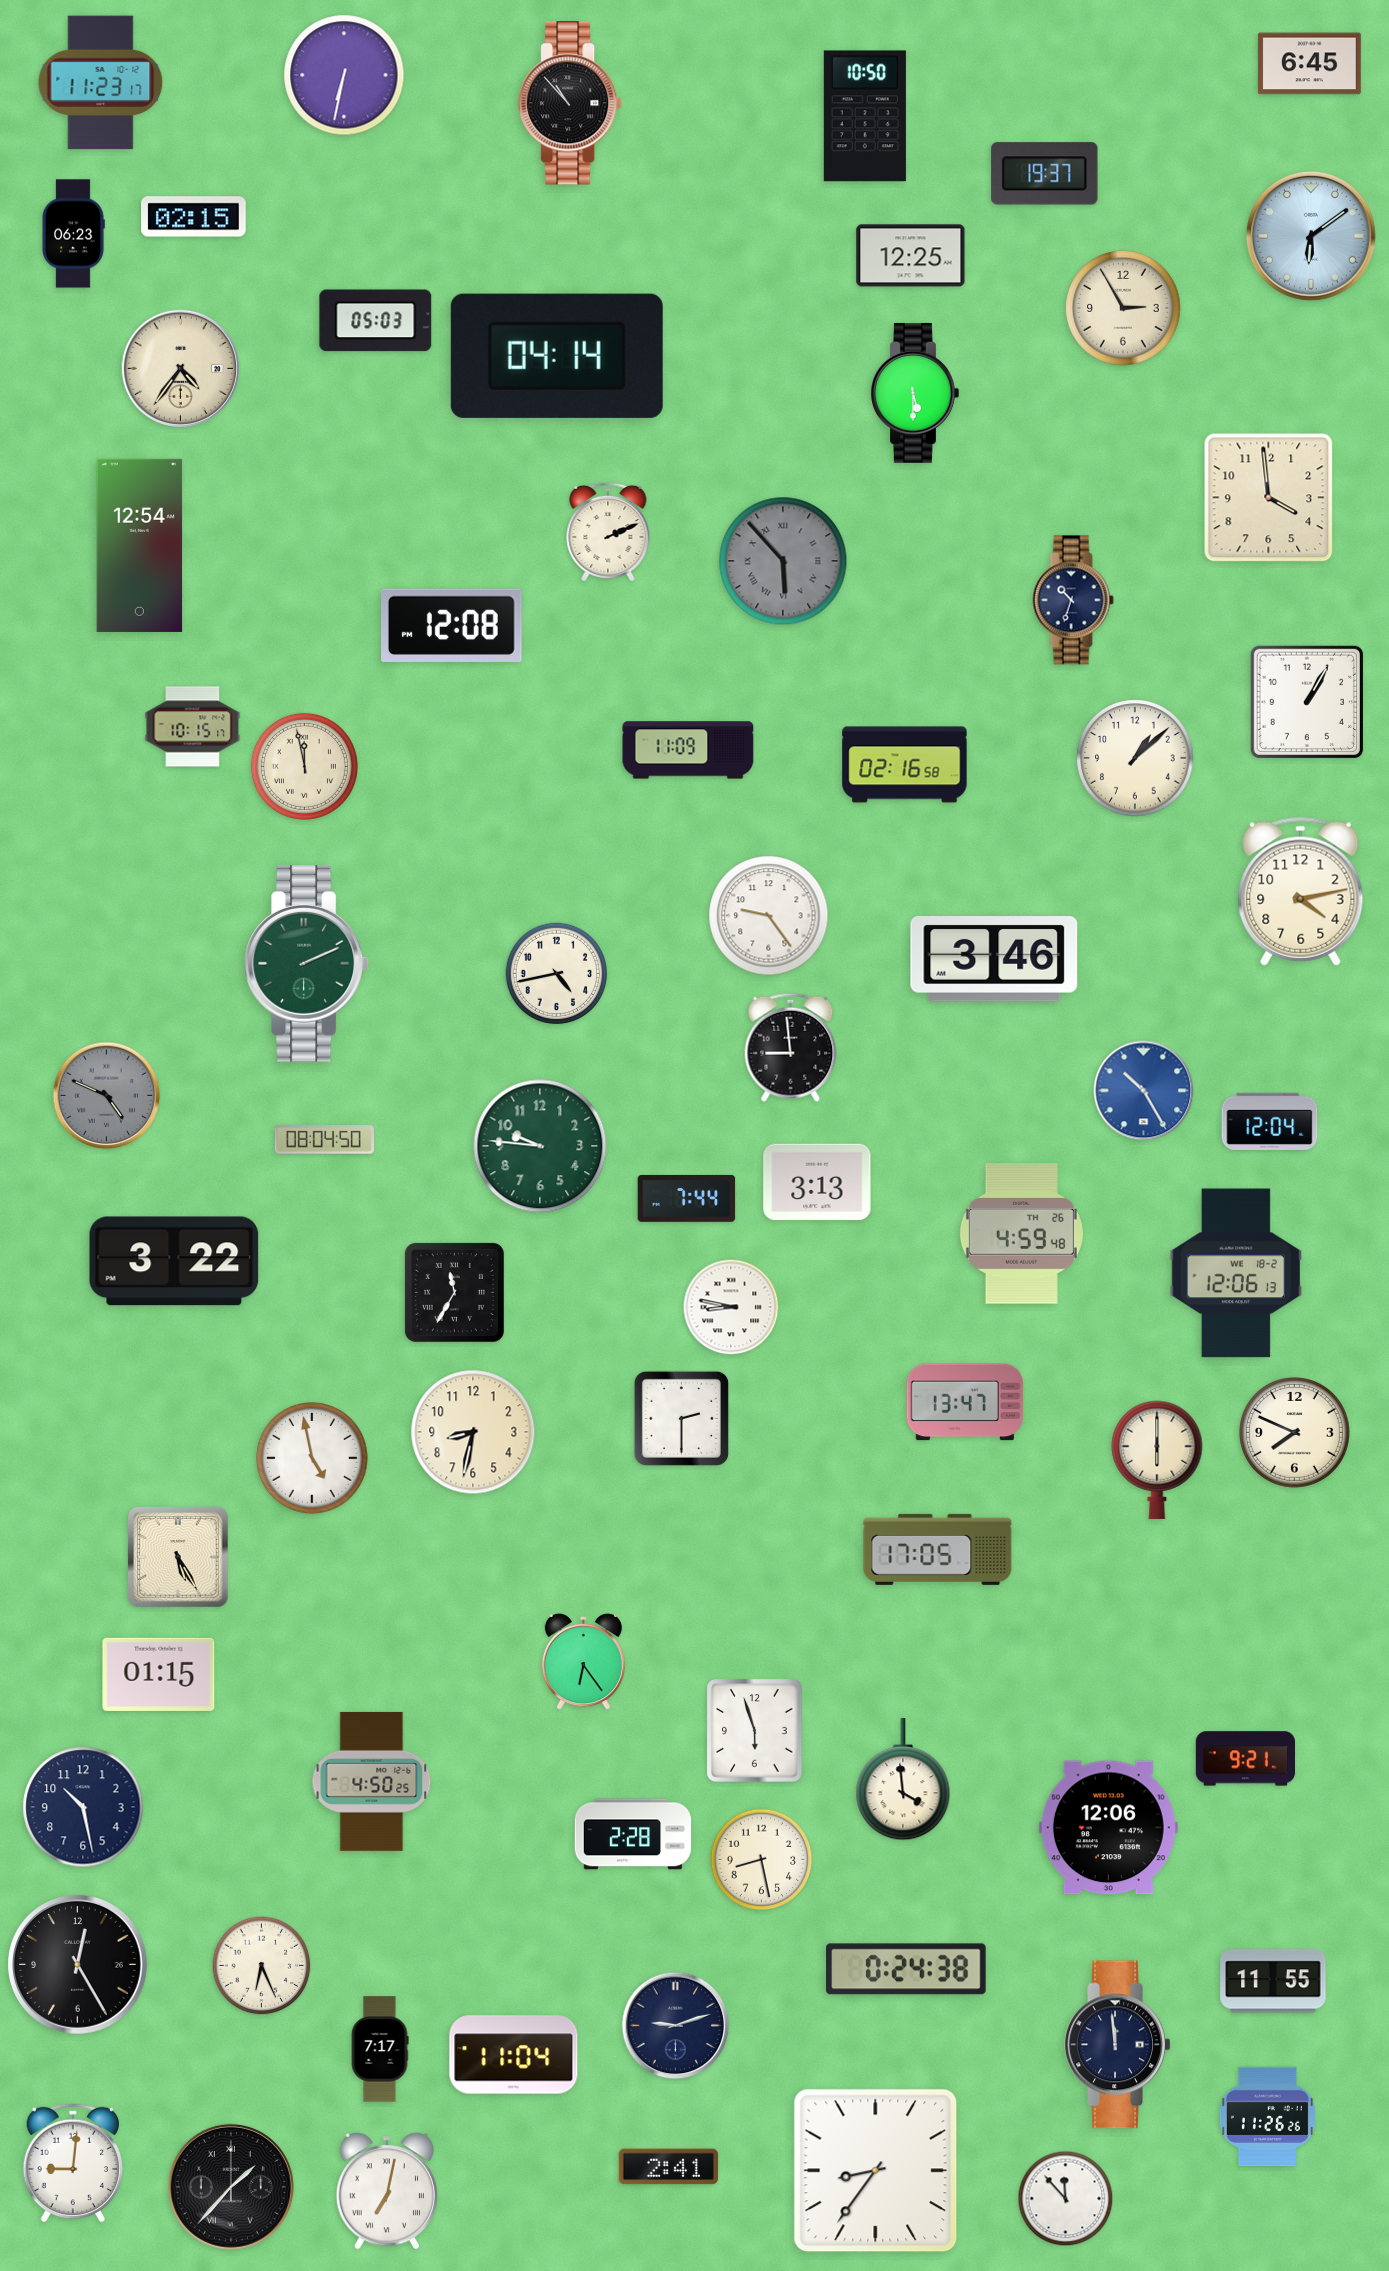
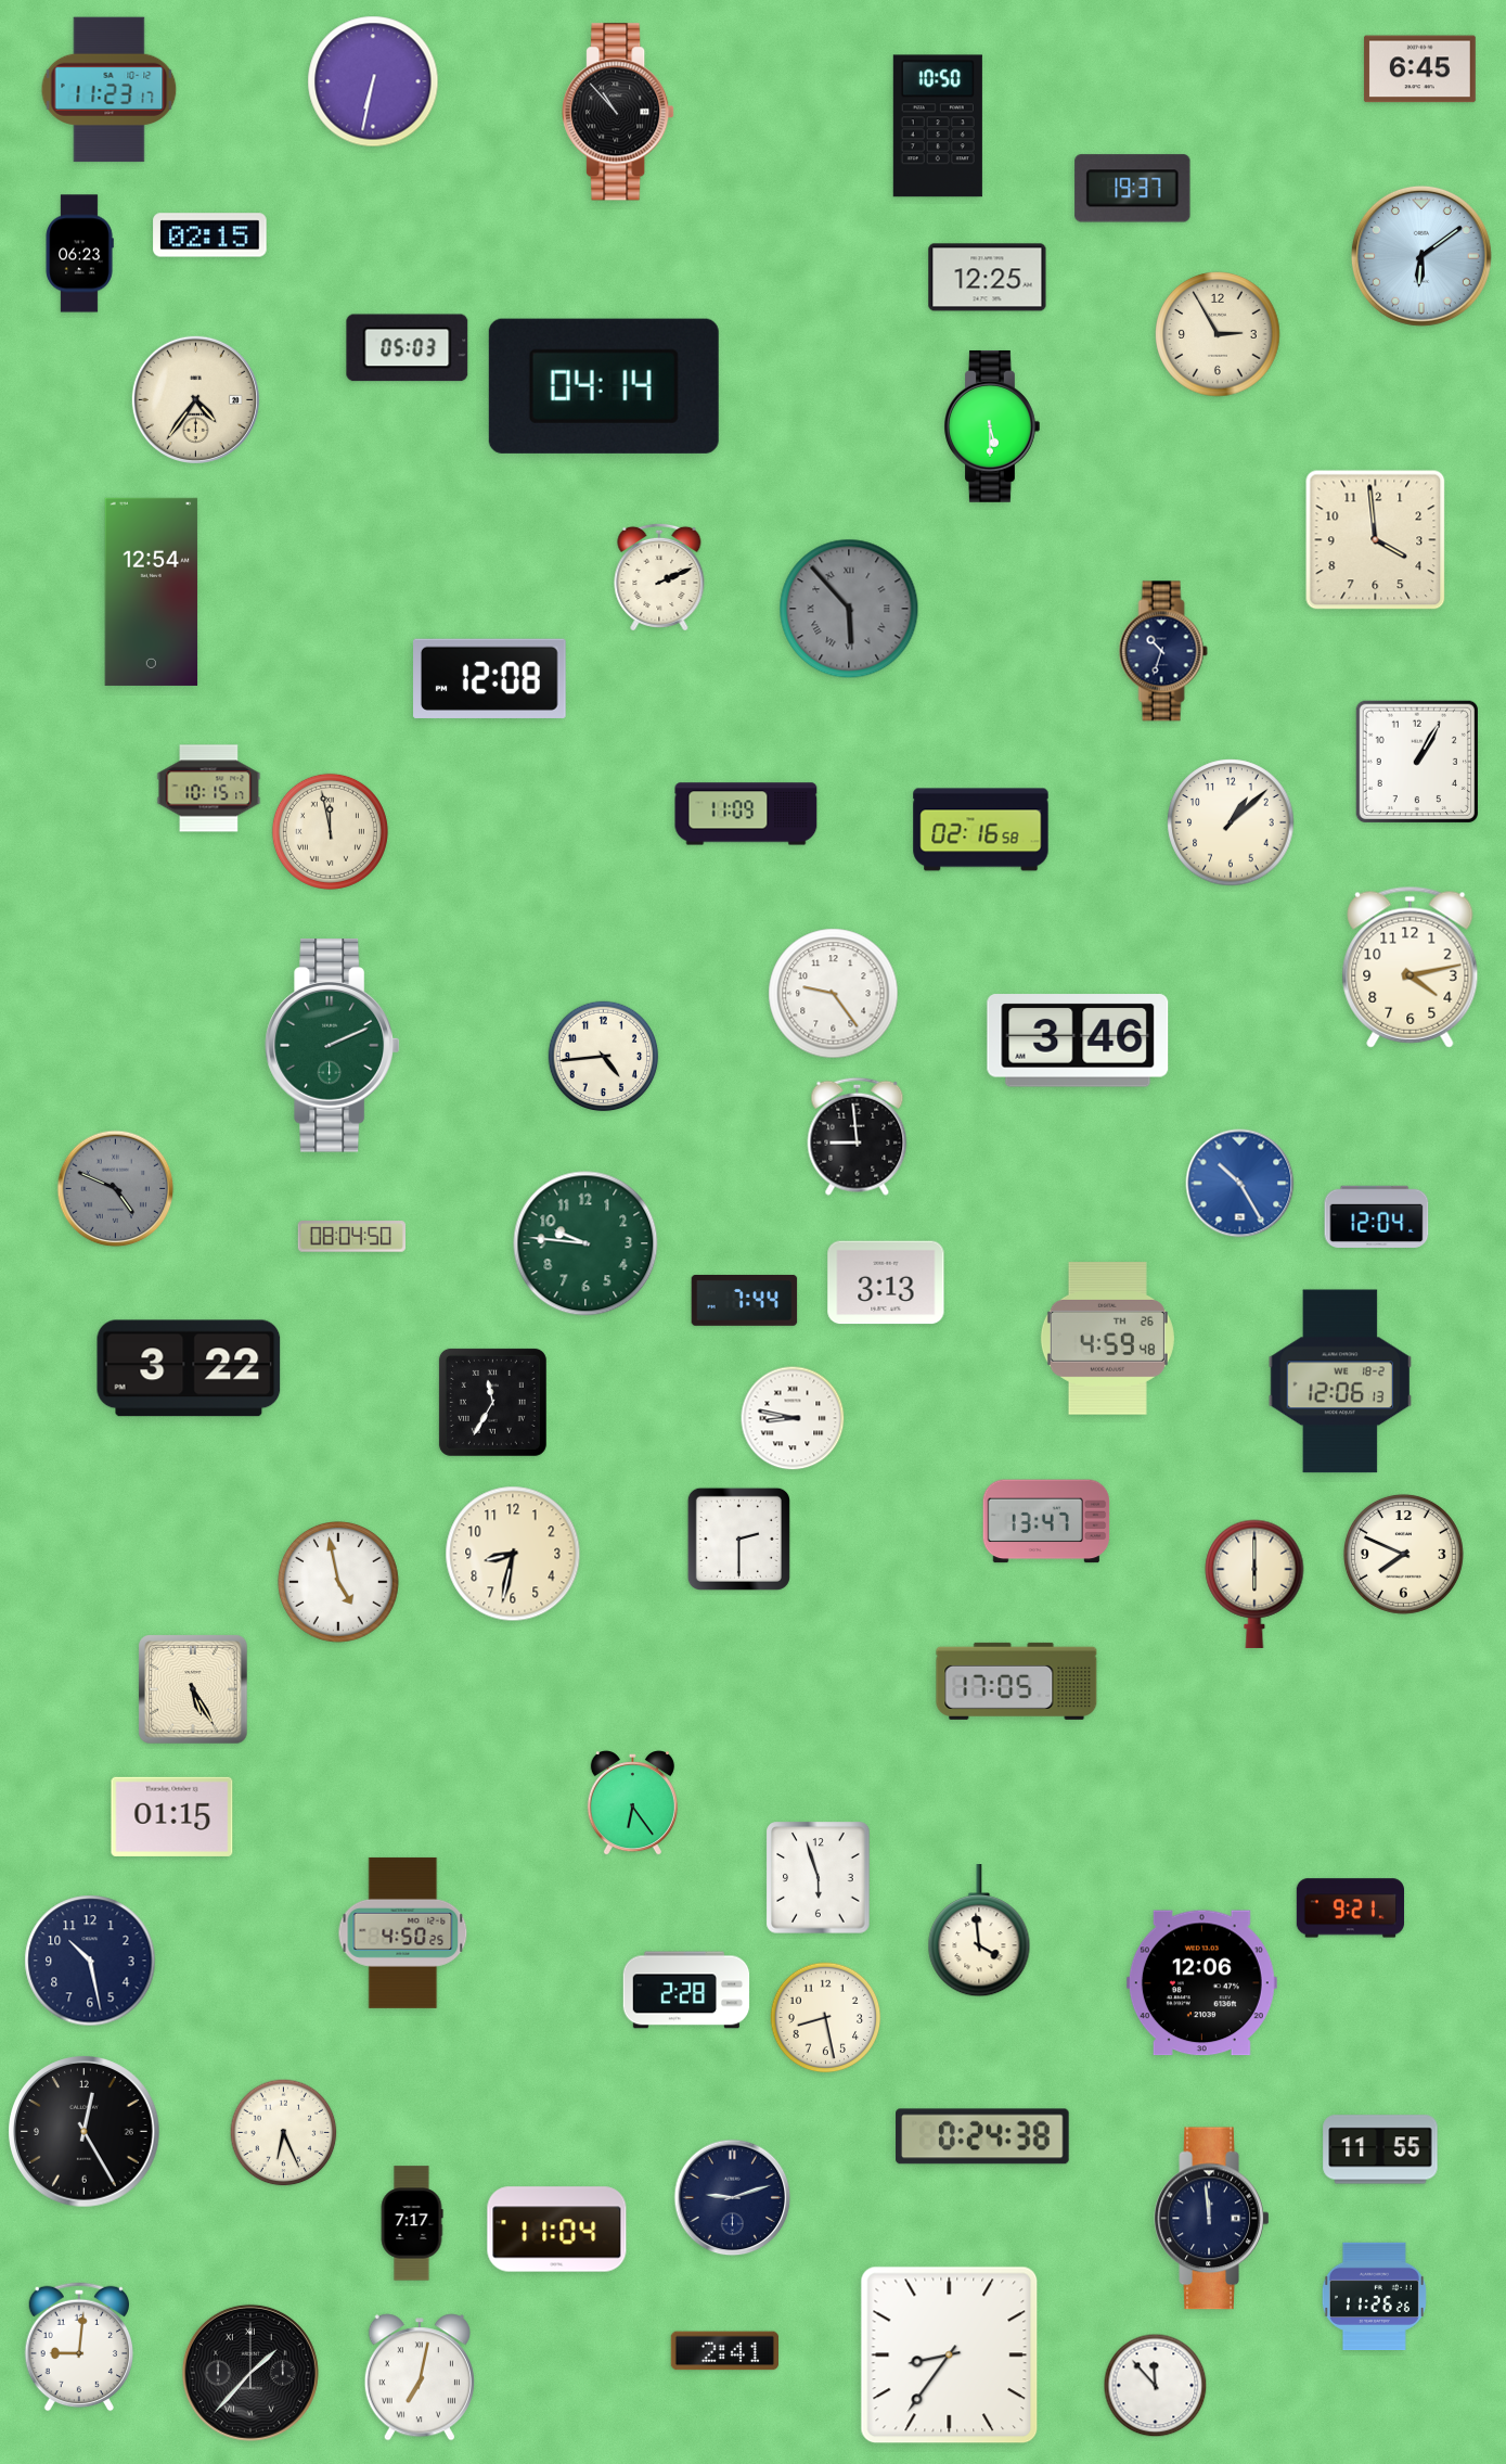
clock at (557, 974): 4:43 -> 4:44
